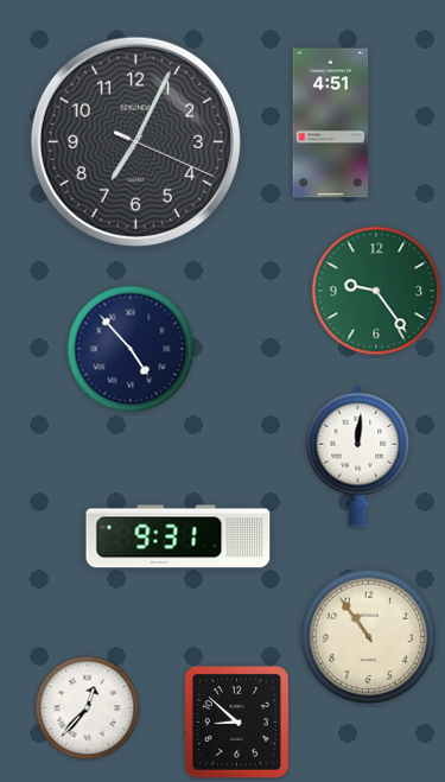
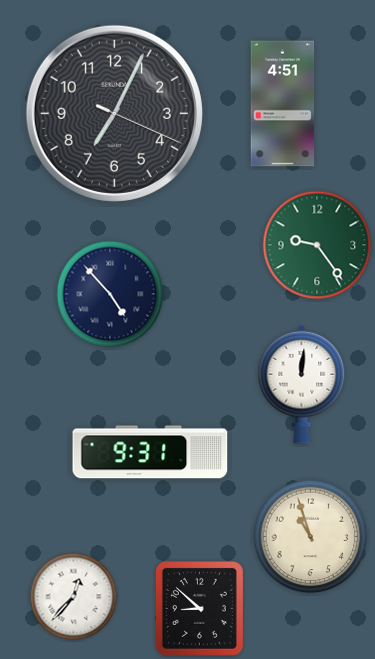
clock at (331, 123) position: (331, 123) -> (283, 104)
clock at (135, 141) position: (135, 141) -> (114, 113)
clock at (369, 637): 10:54 -> 10:57
